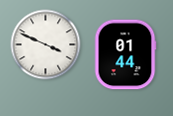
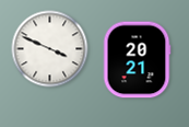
clock at (125, 55): 01:44 -> 20:21
